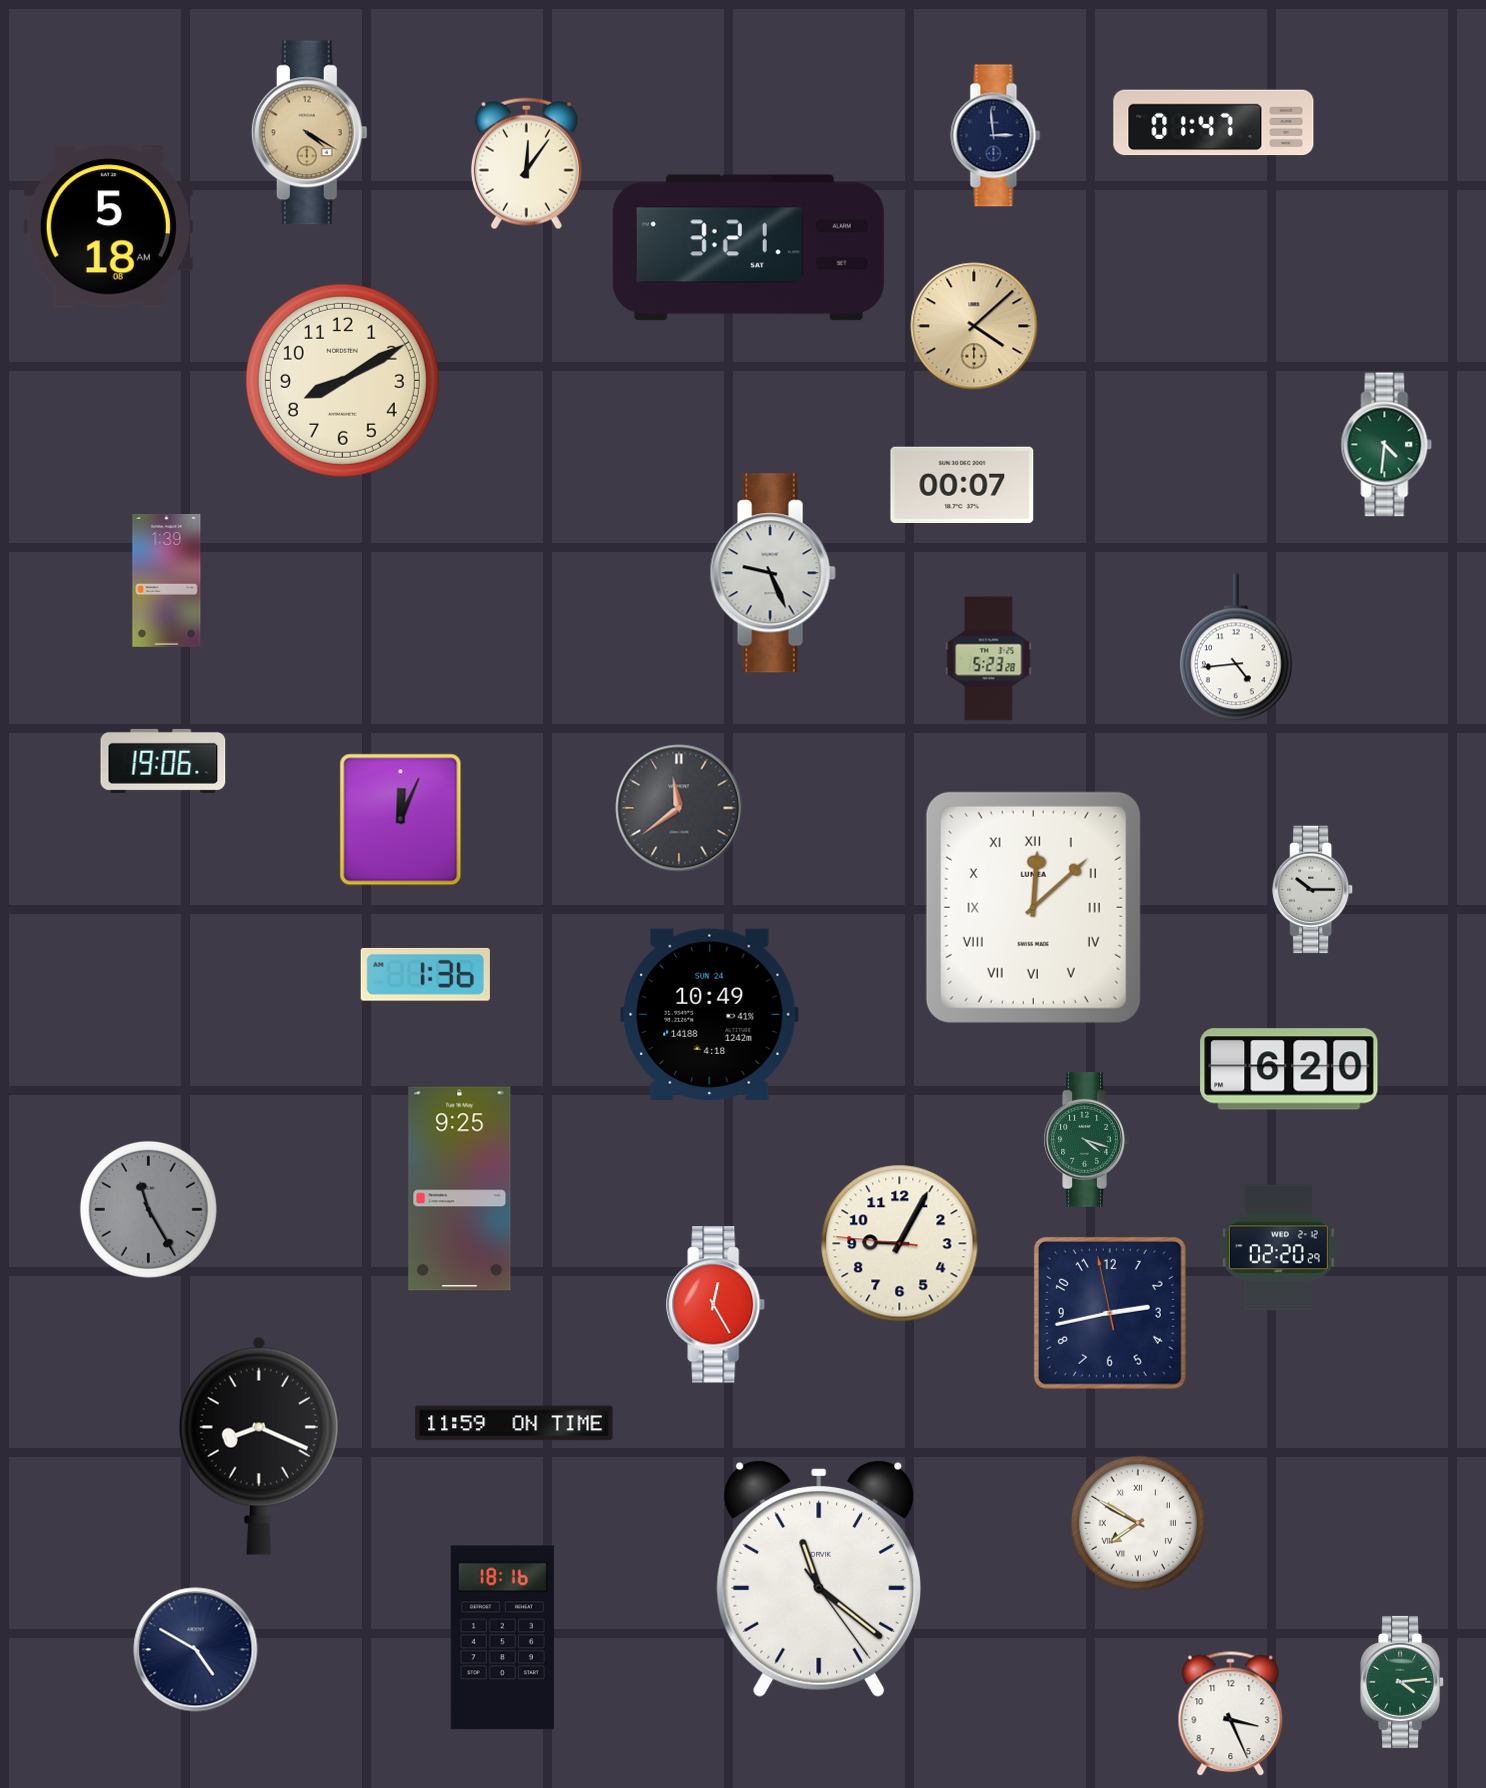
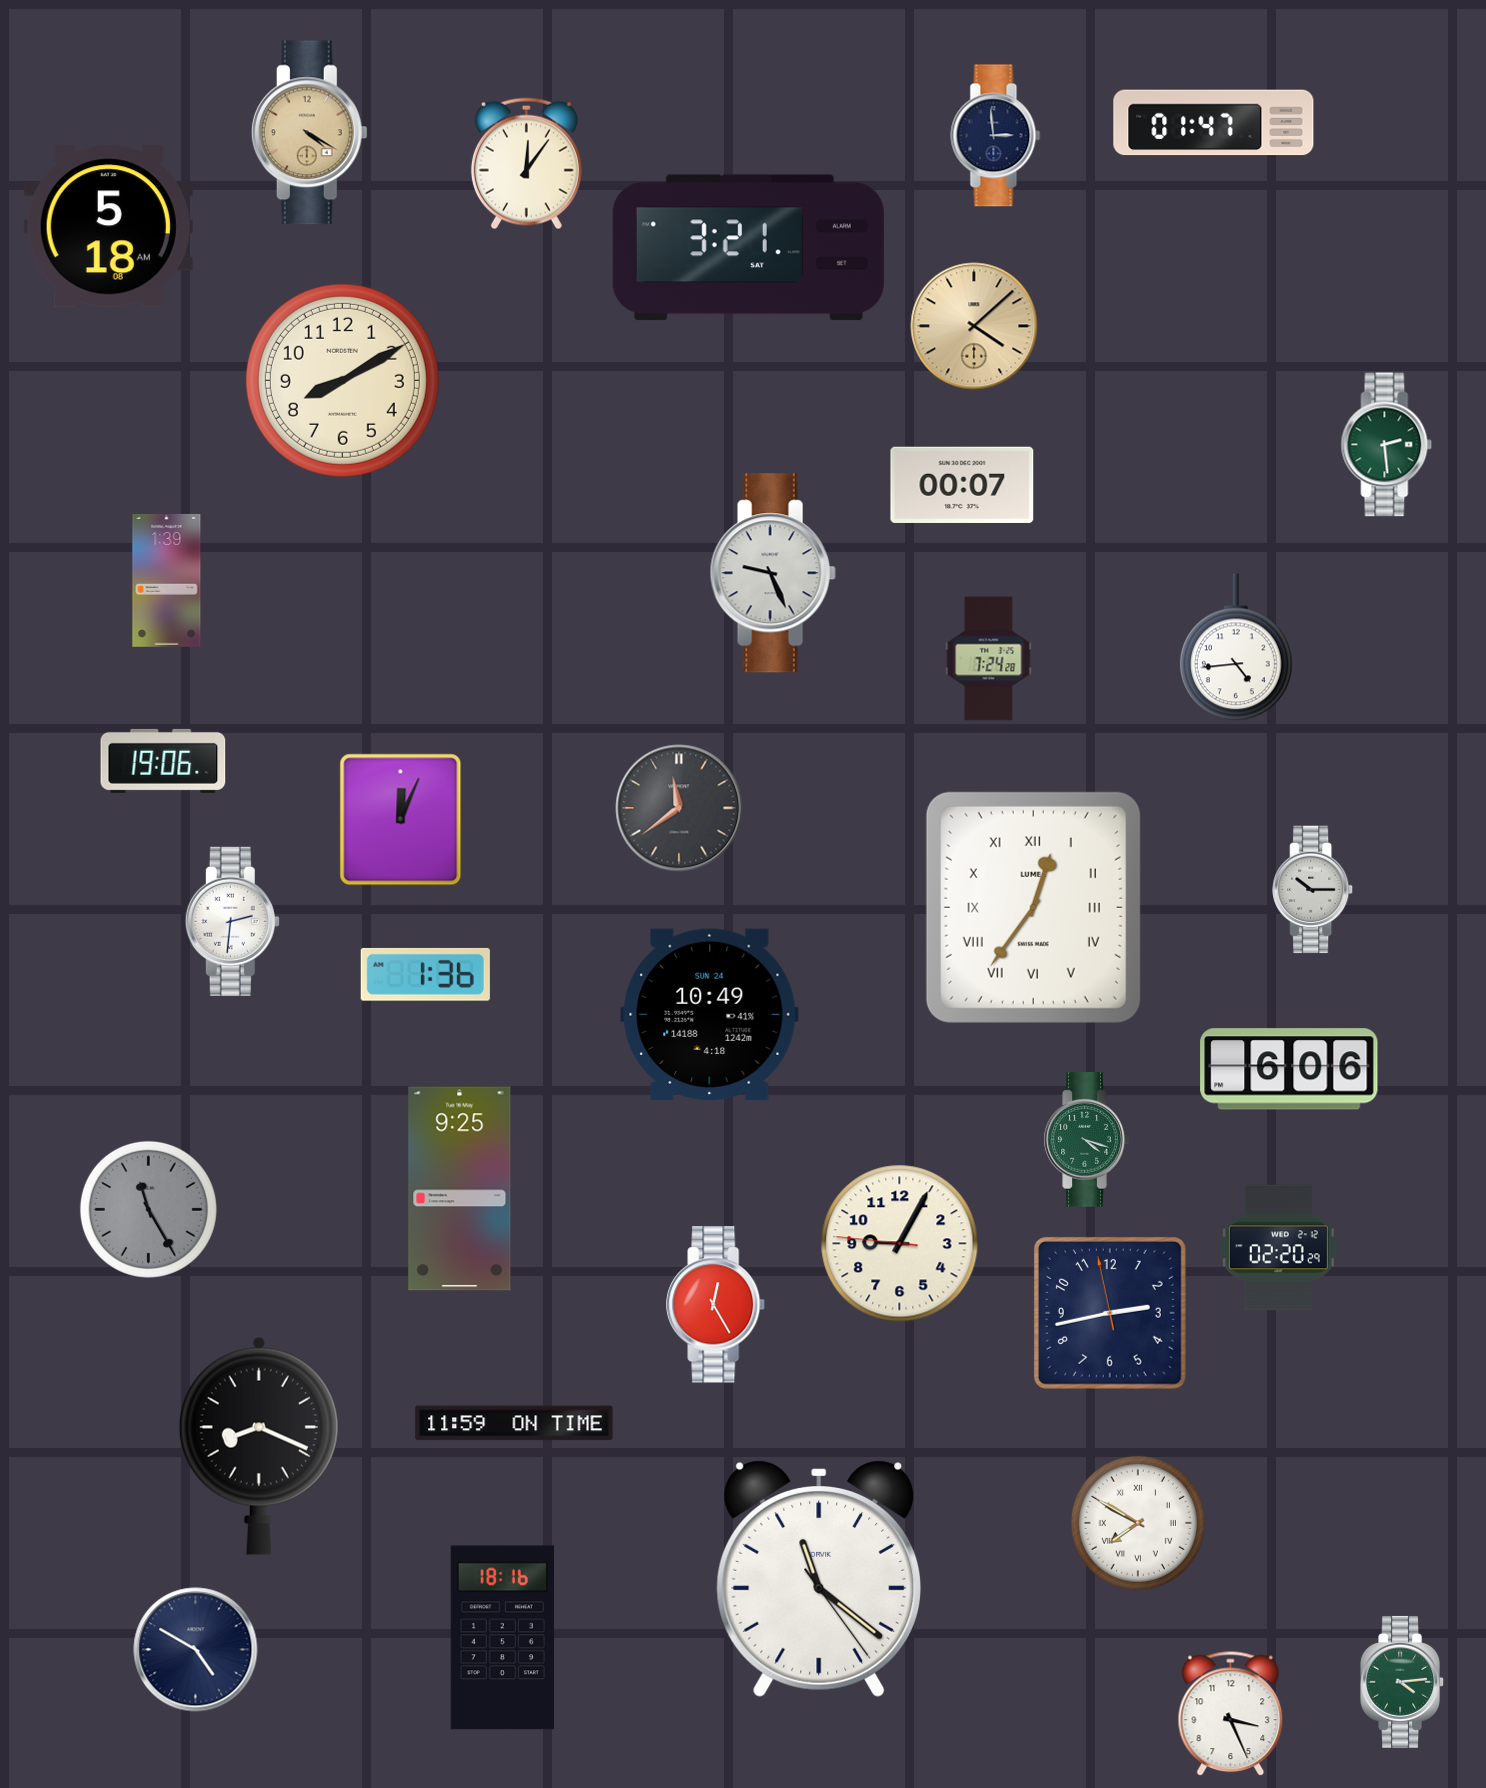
clock at (1387, 445): 4:31 -> 2:29
clock at (989, 659): 5:23 -> 7:24
clock at (1033, 907): 12:08 -> 12:36
clock at (232, 921): none -> 2:31
clock at (1289, 1069): 6:20 -> 6:06
